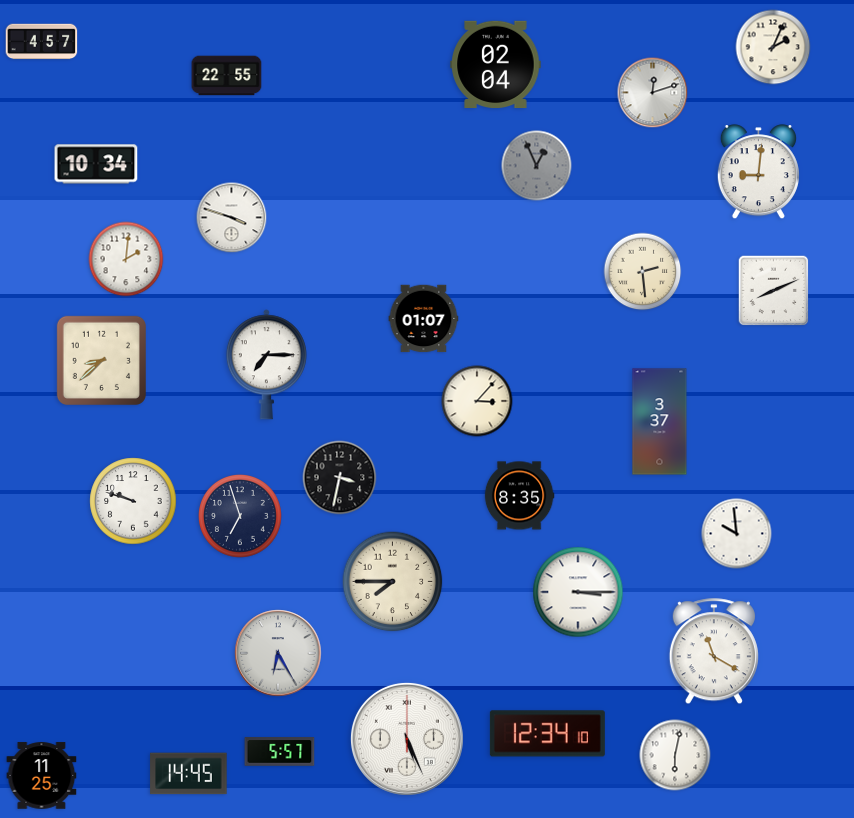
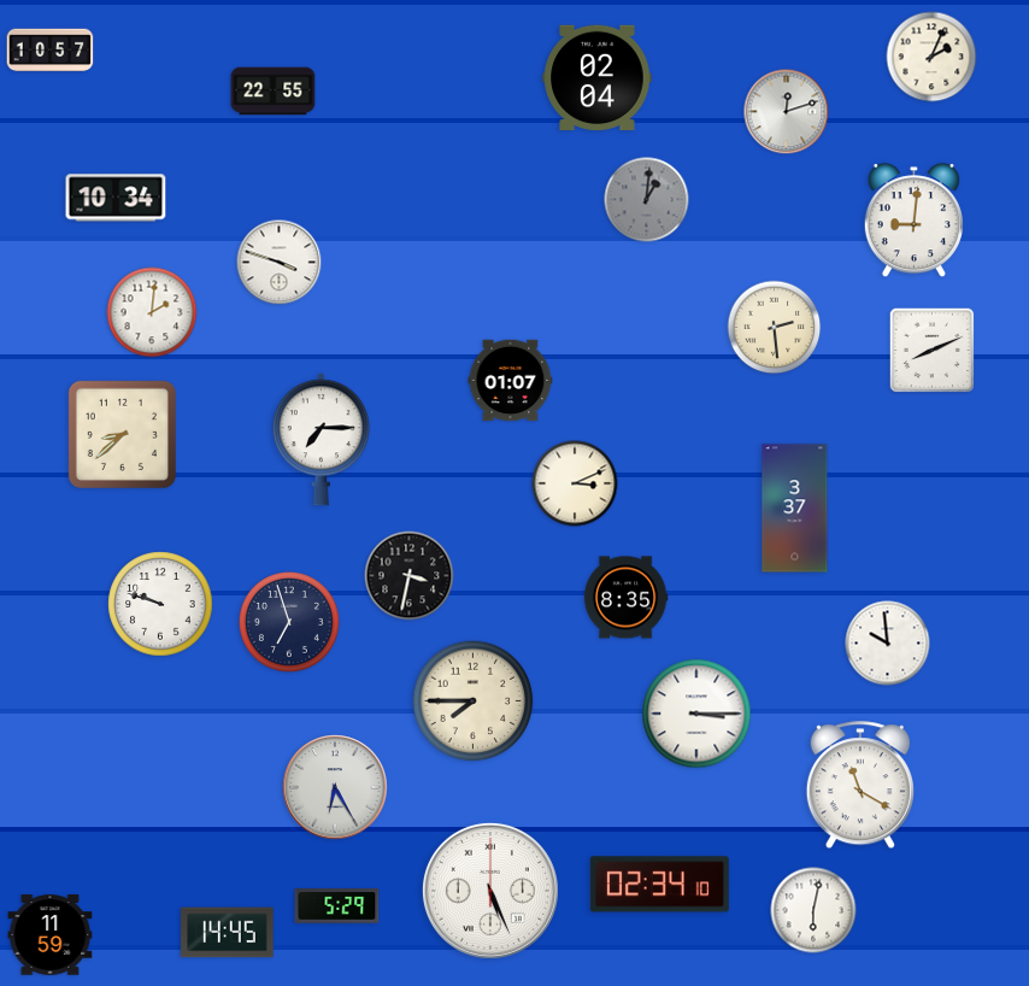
clock at (42, 42): 4:57 -> 10:57
clock at (537, 166): 12:56 -> 1:01
clock at (758, 172) position: (758, 172) -> (913, 221)
clock at (424, 319) position: (424, 319) -> (511, 381)
clock at (477, 401): 3:07 -> 3:11
clock at (547, 734): 12:34 -> 02:34
clock at (280, 752): 5:57 -> 5:29
clock at (42, 776): 11:25 -> 11:59
